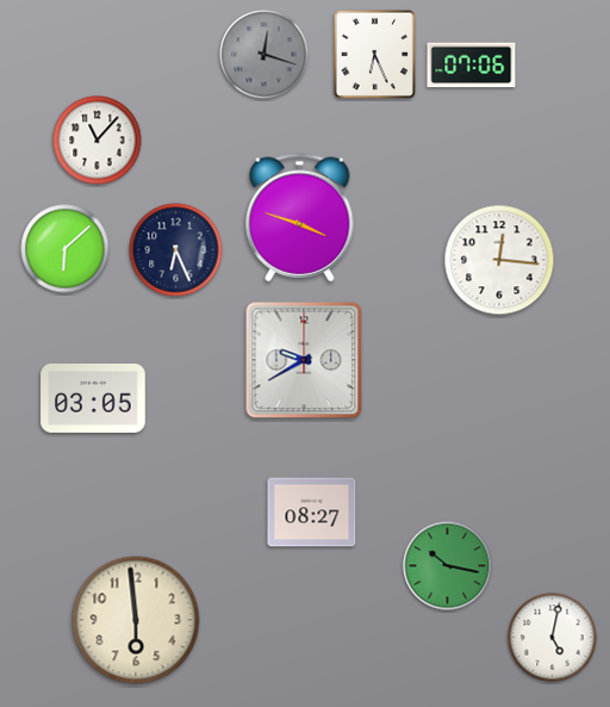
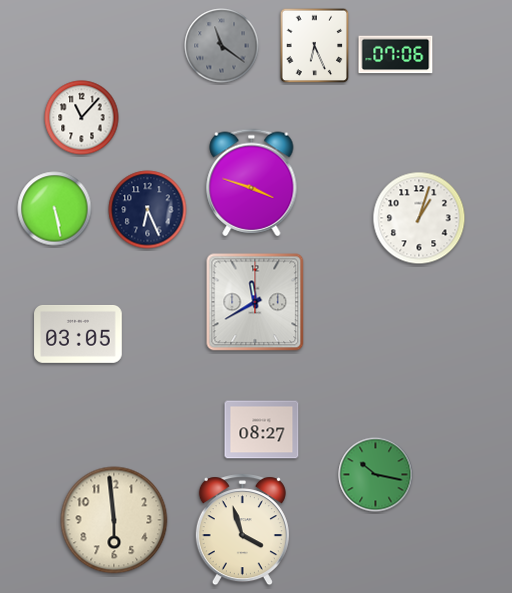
clock at (264, 55): 12:18 -> 11:21
clock at (66, 249): 6:08 -> 5:28
clock at (499, 260): 12:16 -> 1:03
clock at (304, 360): 9:40 -> 11:40
clock at (242, 530): none -> 3:57
clock at (553, 638): 5:02 -> none
